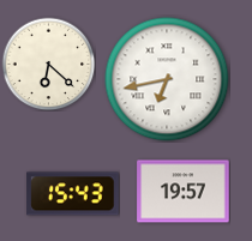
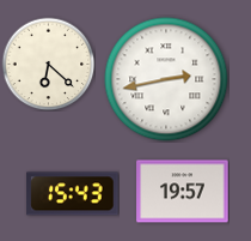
clock at (167, 79): 6:43 -> 2:43
